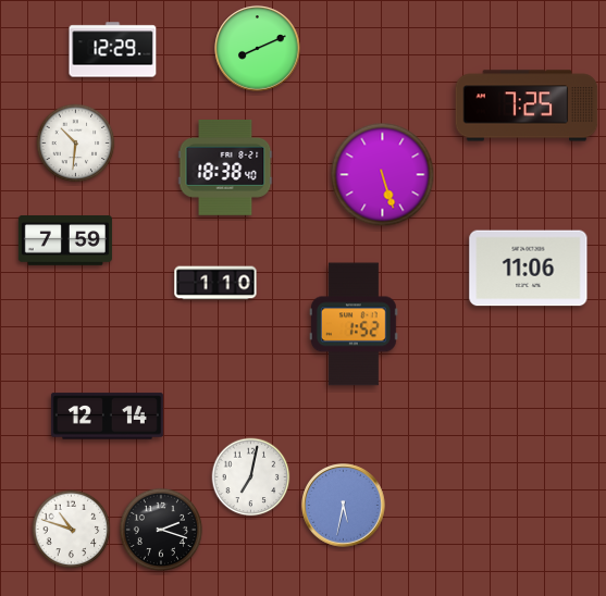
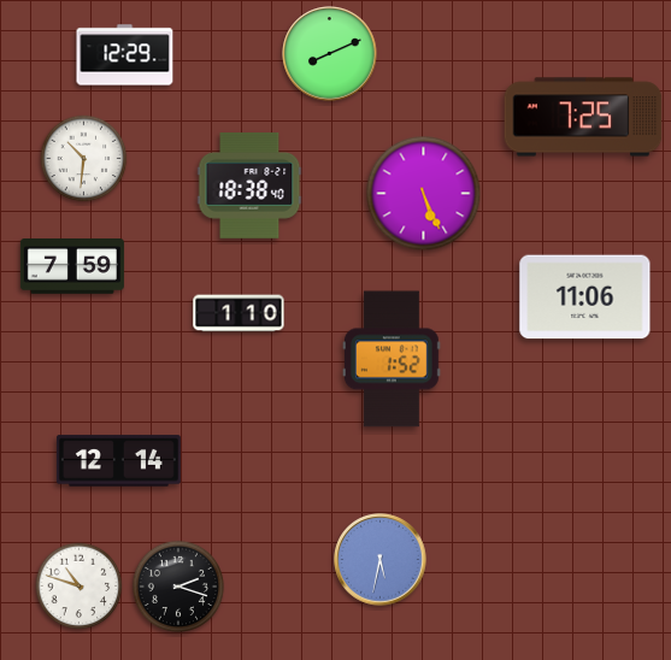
clock at (258, 49) position: (258, 49) -> (330, 54)
clock at (383, 175): 5:27 -> 5:26
clock at (251, 477): 7:02 -> none
